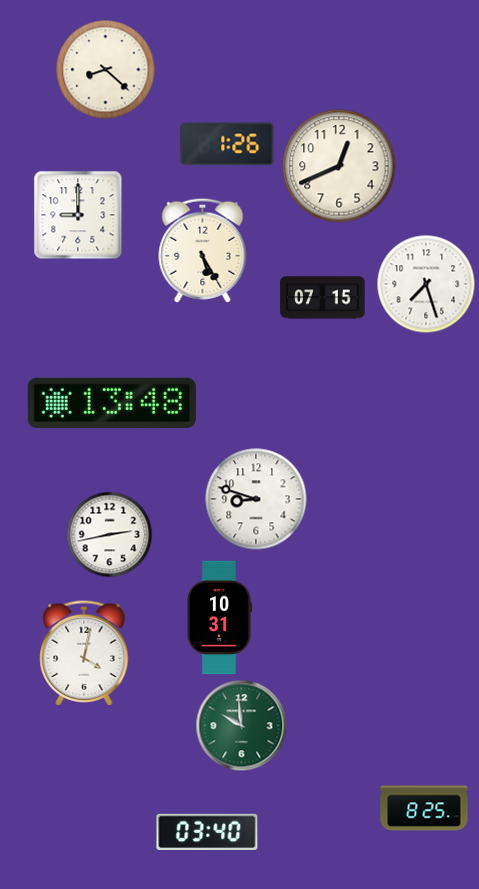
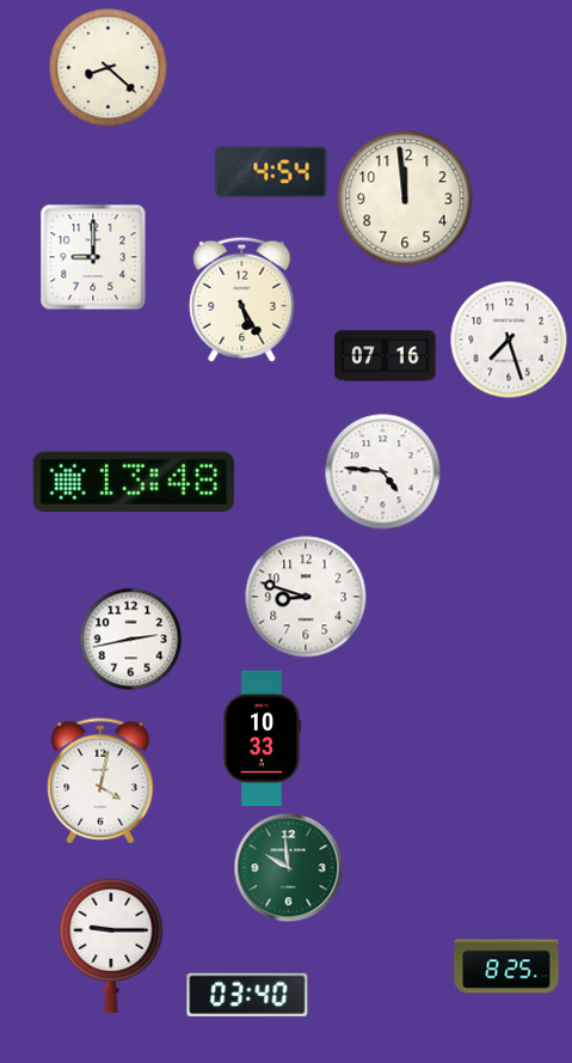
clock at (106, 70) position: (106, 70) -> (109, 68)
clock at (227, 144): 1:26 -> 4:54
clock at (339, 166): 12:41 -> 11:59
clock at (323, 298): 07:15 -> 07:16
clock at (382, 471): none -> 4:46
clock at (219, 618): 10:31 -> 10:33
clock at (111, 946): none -> 9:15
